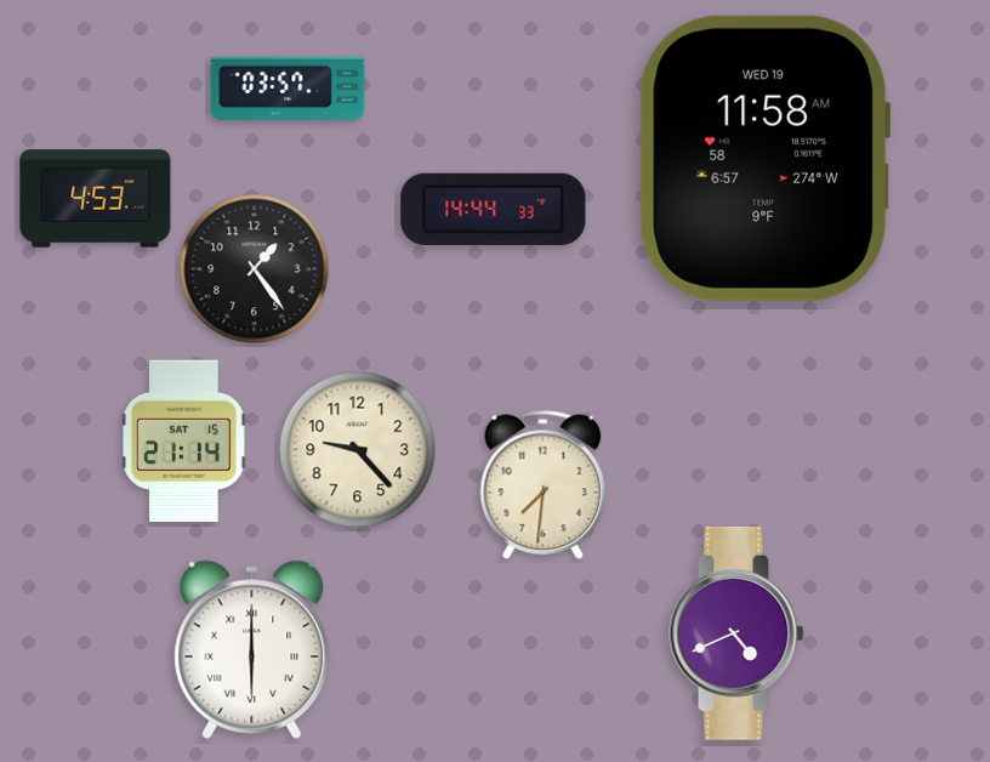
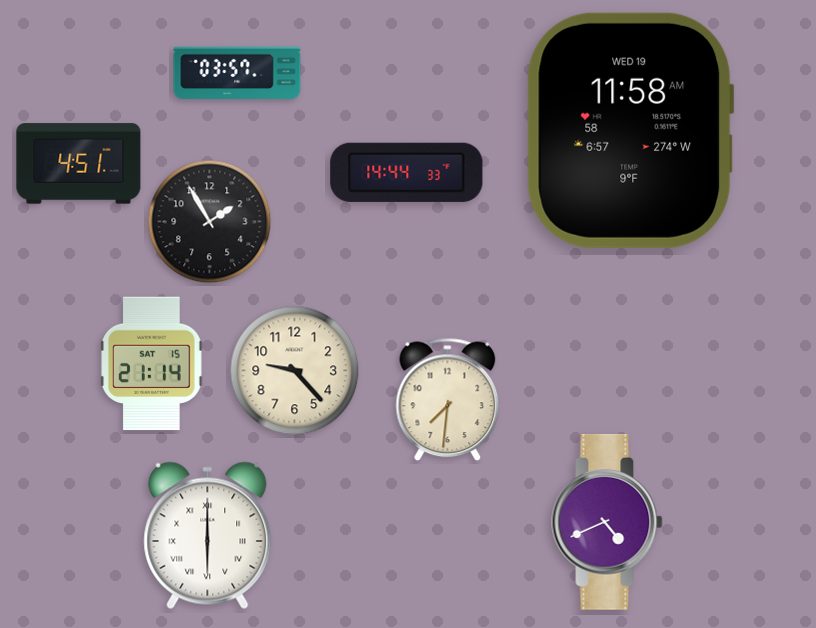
clock at (96, 199): 4:53 -> 4:51
clock at (255, 269): 1:24 -> 1:55
